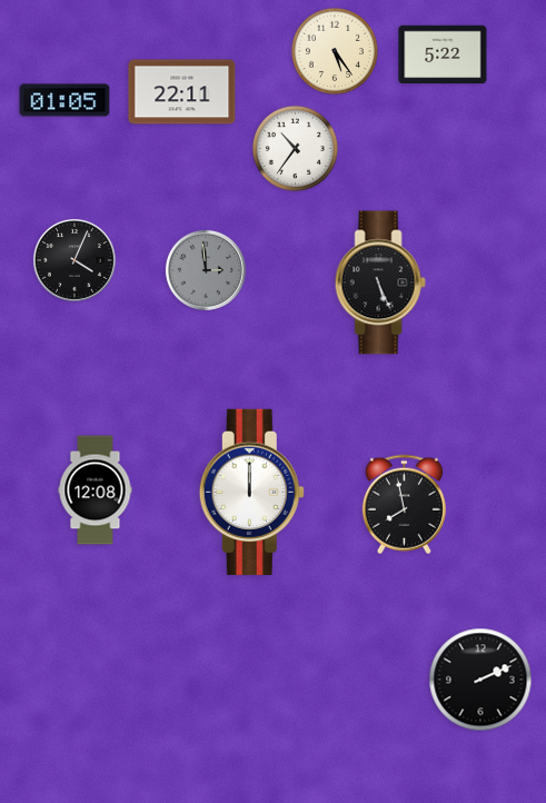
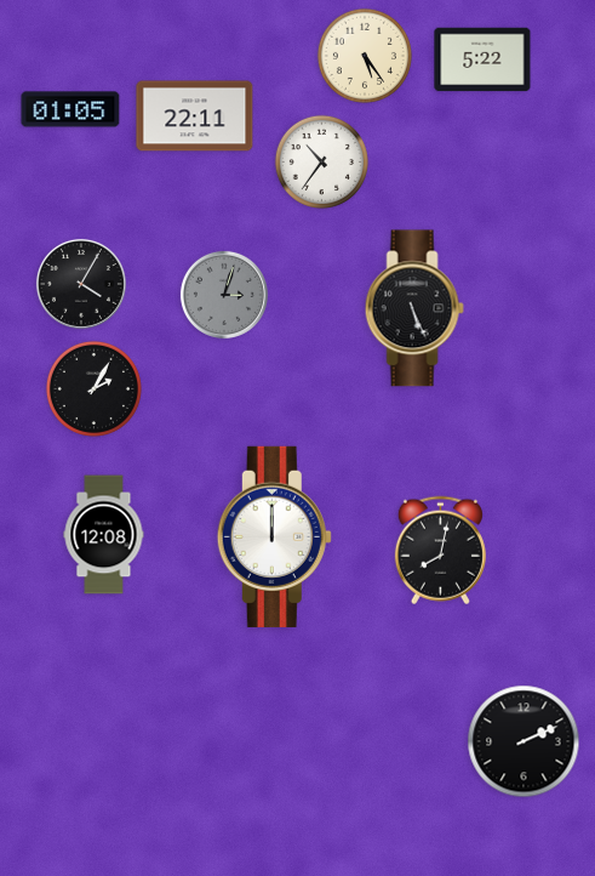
clock at (182, 92) position: (182, 92) -> (195, 116)
clock at (75, 260): 4:04 -> 4:05
clock at (206, 270): 2:59 -> 3:03
clock at (93, 388): none -> 2:05
clock at (404, 505): 7:58 -> 8:02
